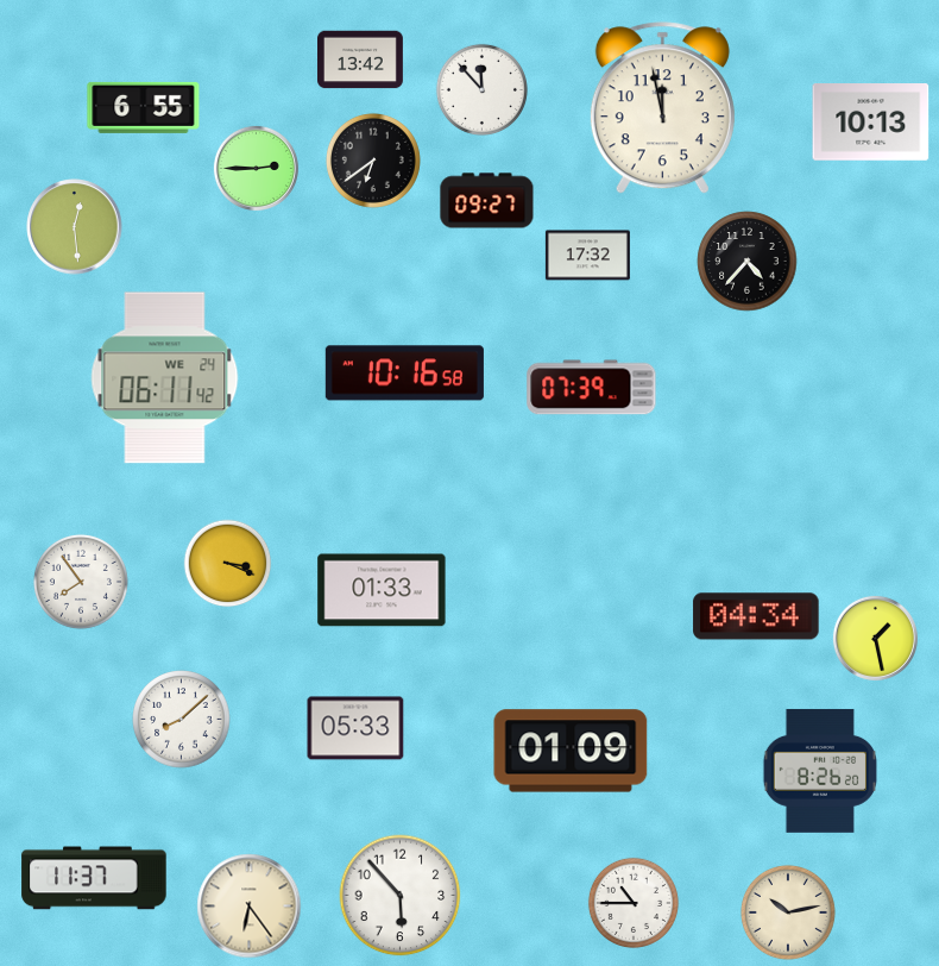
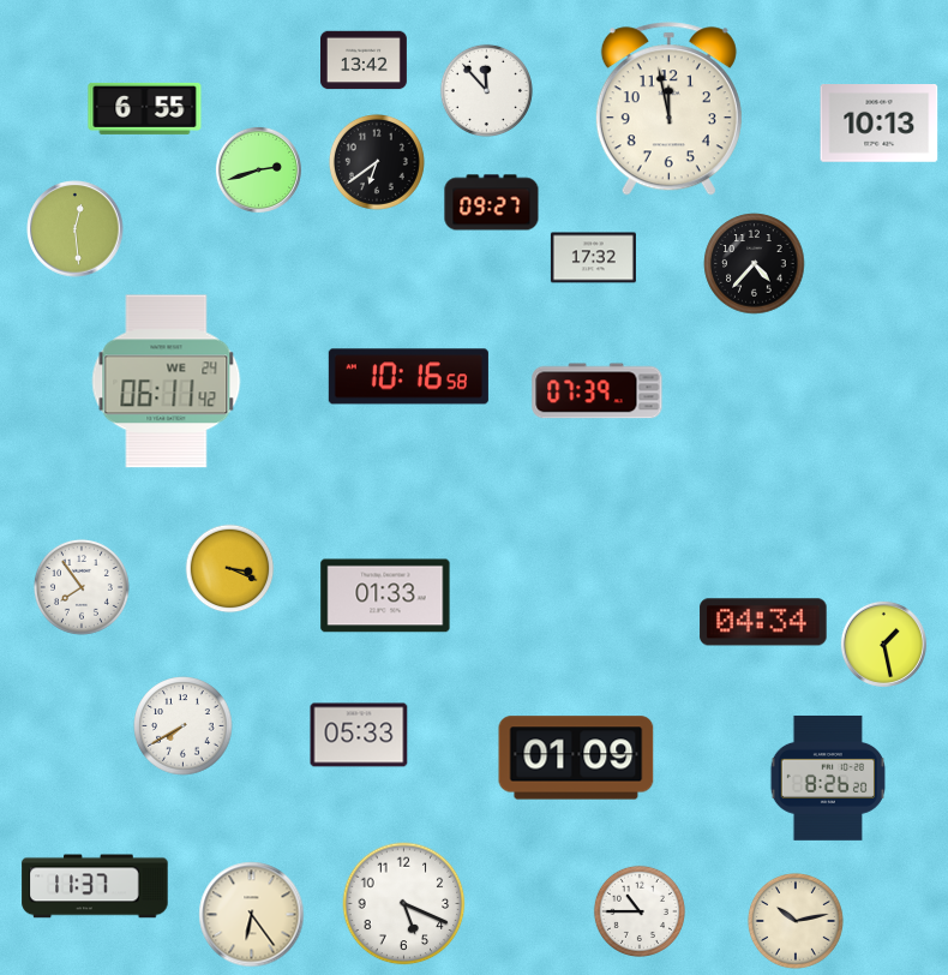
clock at (256, 168): 2:45 -> 2:42
clock at (182, 720): 8:08 -> 7:40
clock at (401, 896): 5:53 -> 5:19
